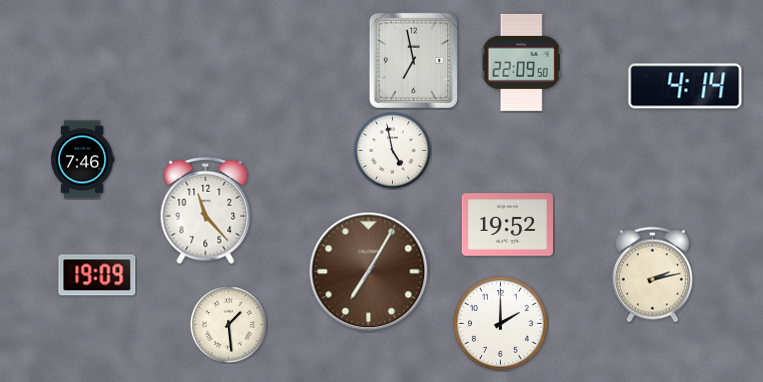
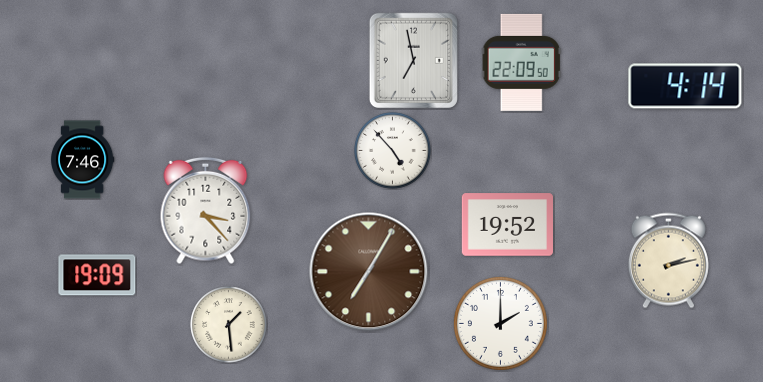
clock at (393, 151): 4:58 -> 4:53
clock at (206, 211): 11:23 -> 3:23
clock at (652, 275) position: (652, 275) -> (668, 261)
